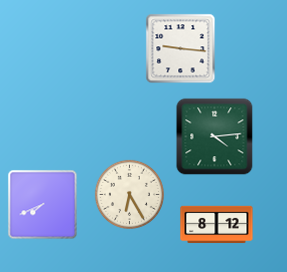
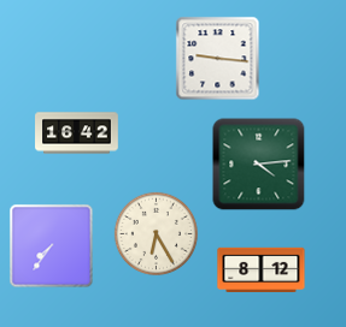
clock at (77, 133): none -> 16:42
clock at (43, 205): 7:41 -> 7:36
